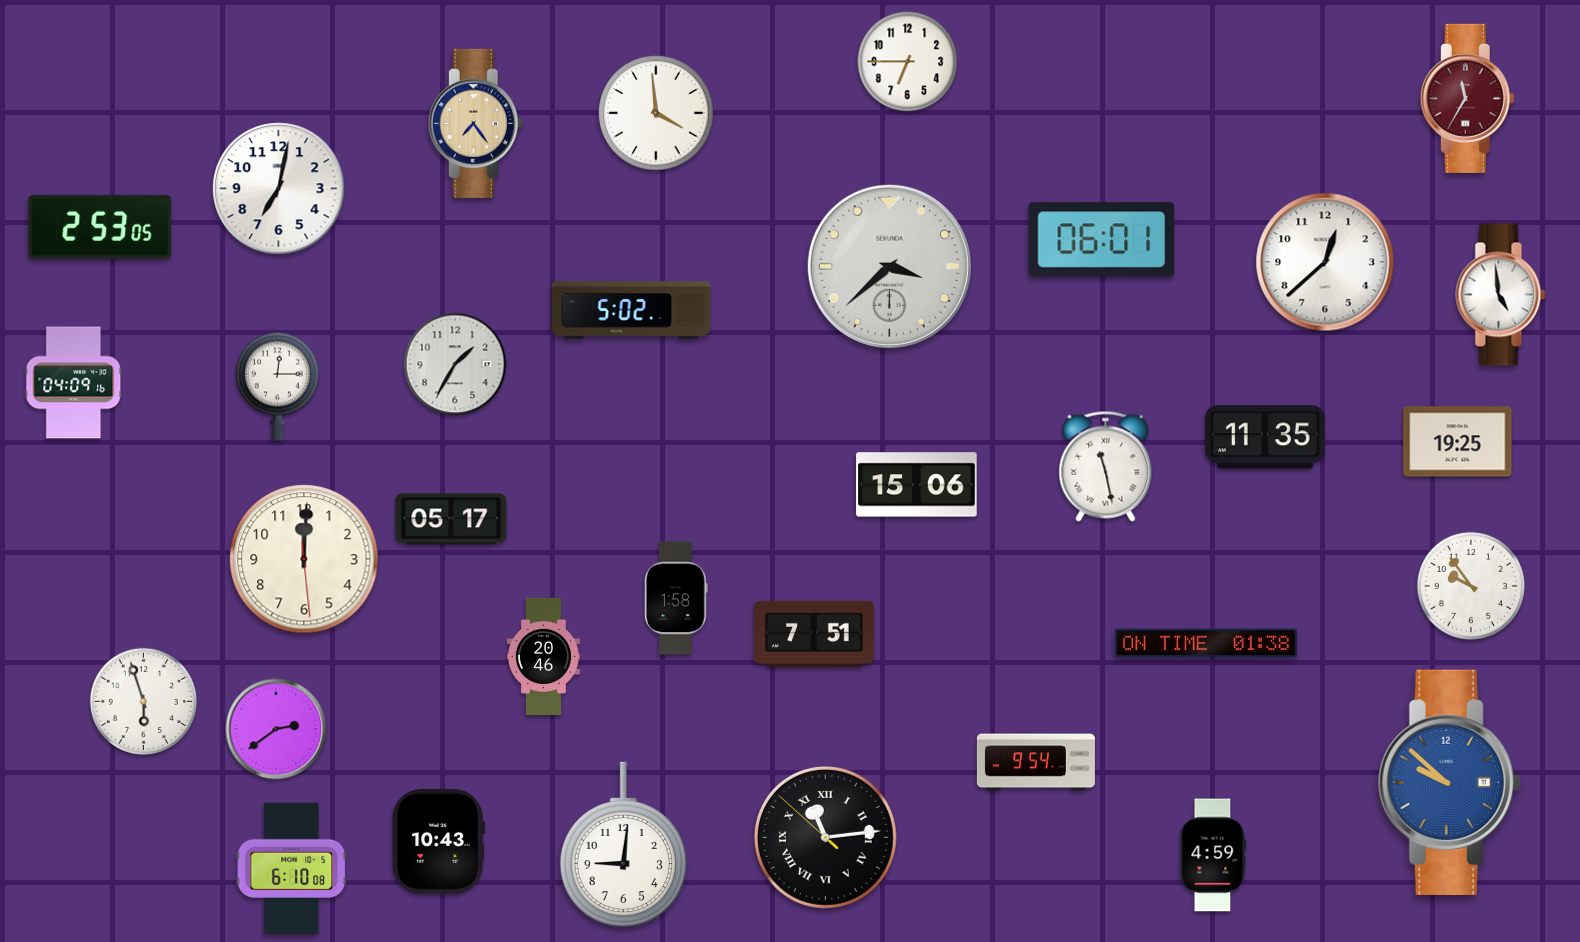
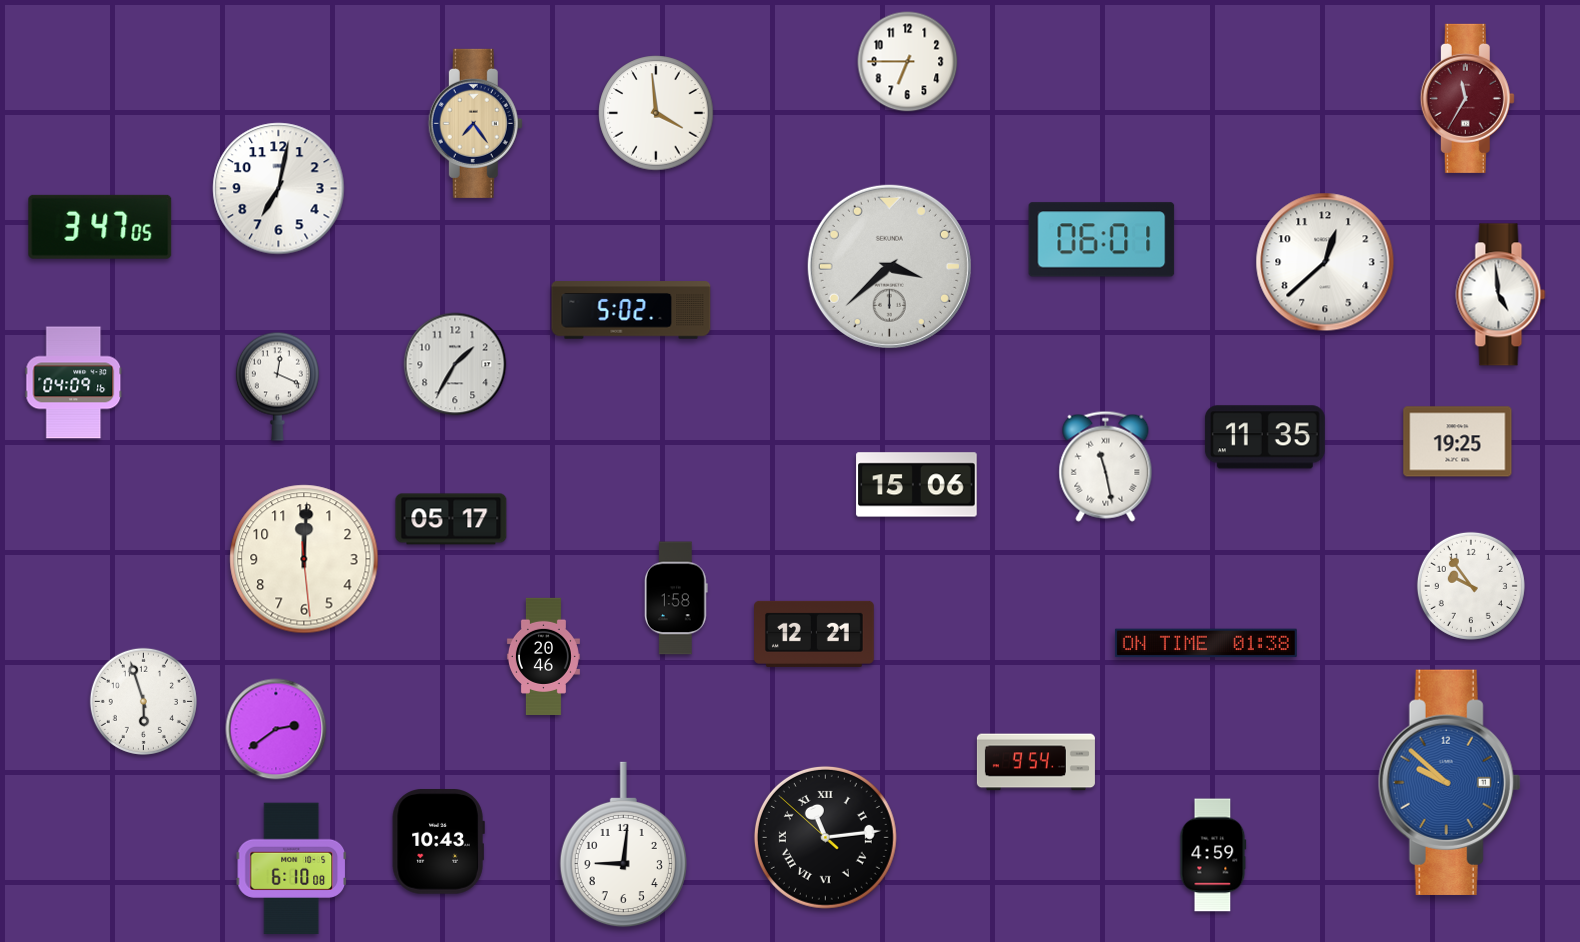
clock at (100, 227): 2:53 -> 3:47
clock at (277, 386): 12:15 -> 12:19
clock at (815, 634): 7:51 -> 12:21
